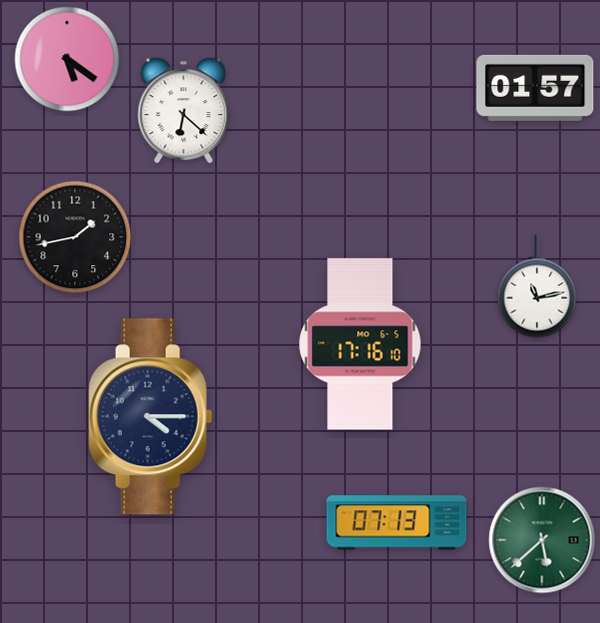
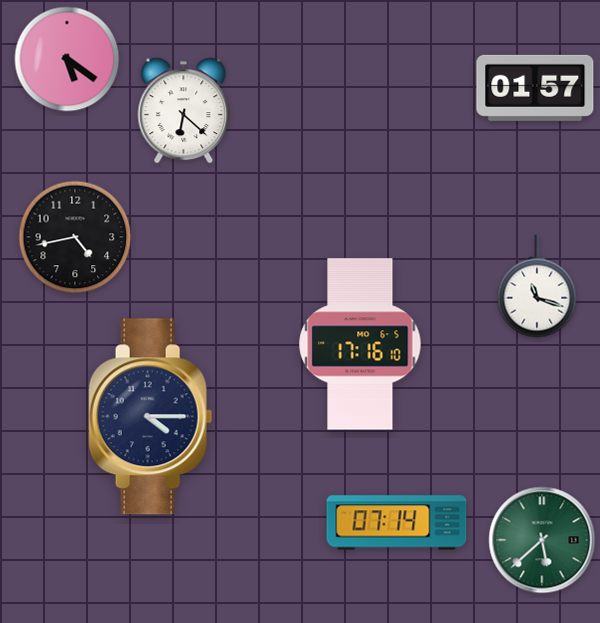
clock at (75, 237): 1:43 -> 4:43
clock at (537, 286): 11:13 -> 11:18
clock at (397, 523): 07:13 -> 07:14
